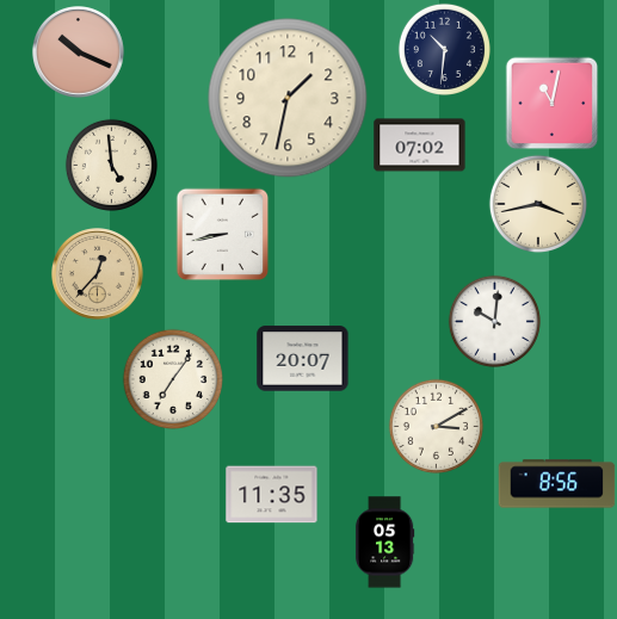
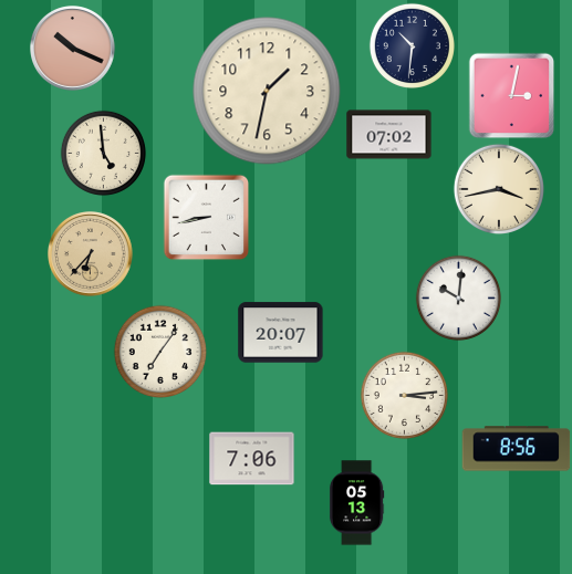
clock at (551, 103): 11:02 -> 3:02
clock at (98, 274): 12:37 -> 6:37
clock at (436, 426): 3:10 -> 3:14
clock at (272, 495): 11:35 -> 7:06
